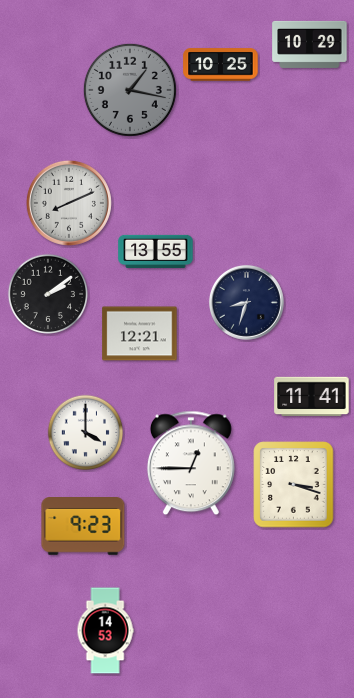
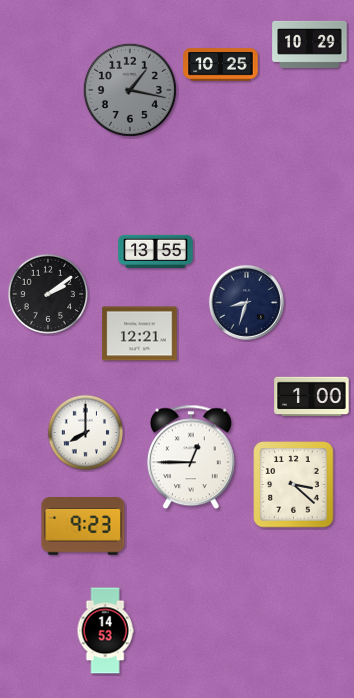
clock at (69, 203): 8:11 -> none
clock at (312, 397): 11:41 -> 1:00
clock at (86, 433): 4:00 -> 8:00
clock at (191, 463) position: (191, 463) -> (191, 457)
clock at (294, 485): 3:18 -> 3:22
